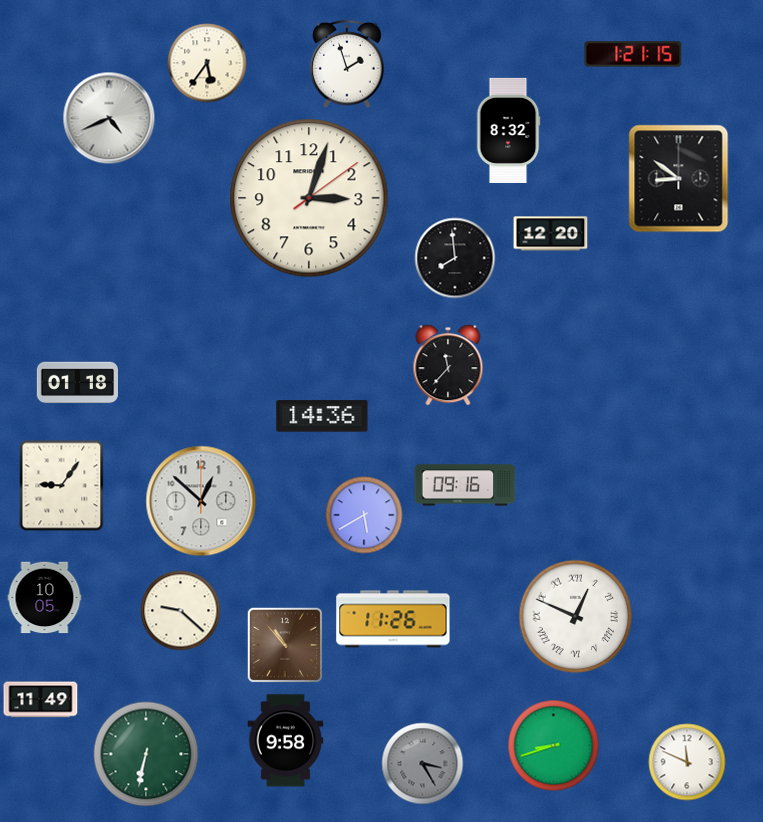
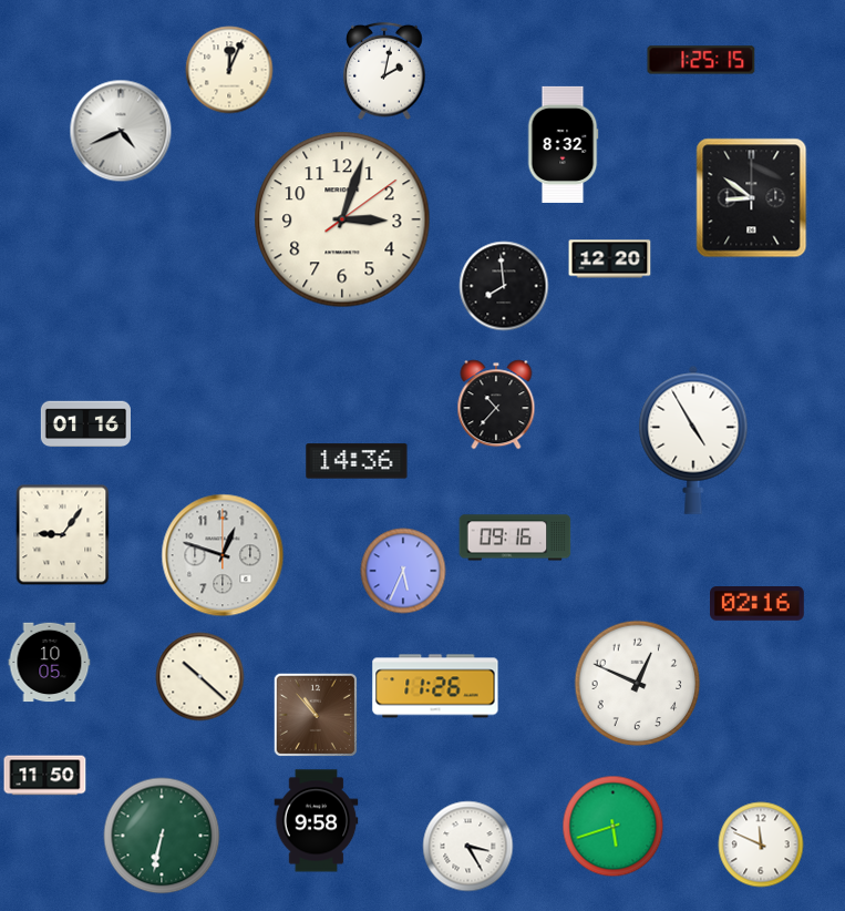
clock at (633, 54): 1:21 -> 1:25
clock at (207, 63): 5:36 -> 12:04
clock at (347, 64): 1:57 -> 2:02
clock at (448, 365): 11:37 -> 10:37
clock at (77, 383): 01:18 -> 01:16
clock at (693, 440): none -> 4:55
clock at (62, 486) position: (62, 486) -> (63, 535)
clock at (201, 501): 12:52 -> 12:48
clock at (364, 515): 5:40 -> 5:34
clock at (758, 604): none -> 02:16
clock at (181, 611): 9:22 -> 10:22
clock at (576, 617) numerals: Roman -> Arabic
clock at (41, 700): 11:49 -> 11:50
clock at (554, 746): 8:42 -> 5:42
clock at (423, 764) dial: grey -> white
